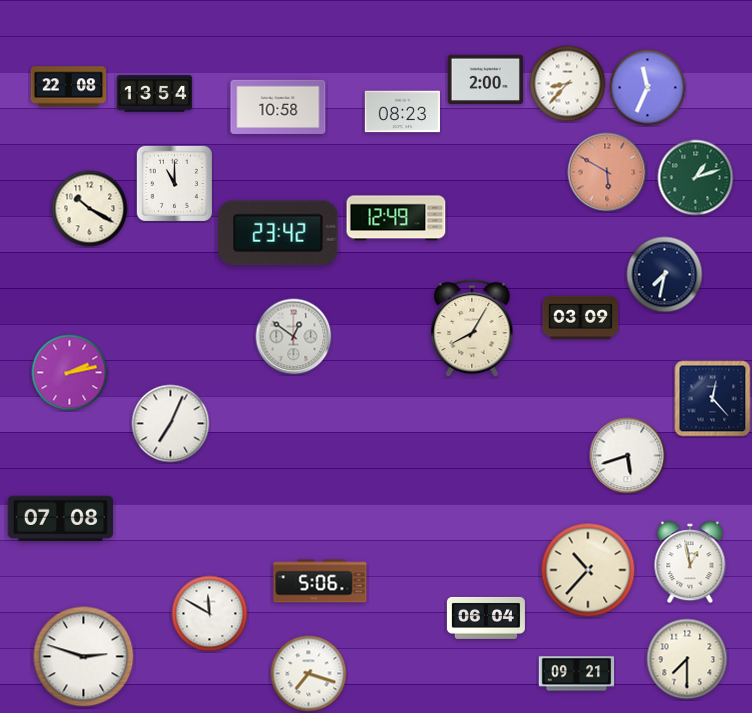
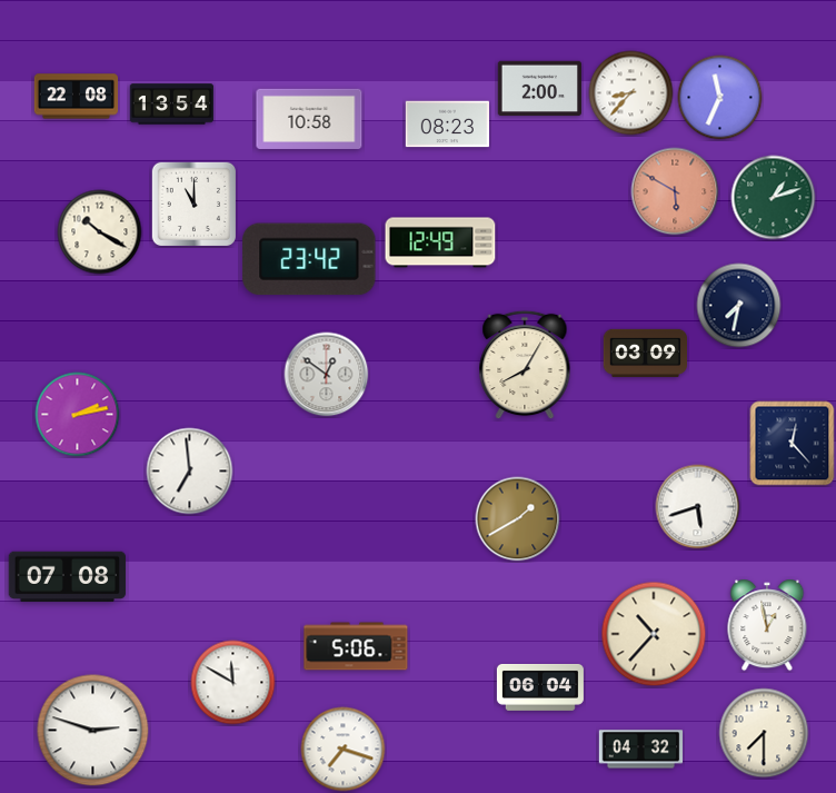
clock at (171, 424): 7:04 -> 6:59
clock at (518, 519): none -> 1:40
clock at (577, 674): 09:21 -> 04:32
